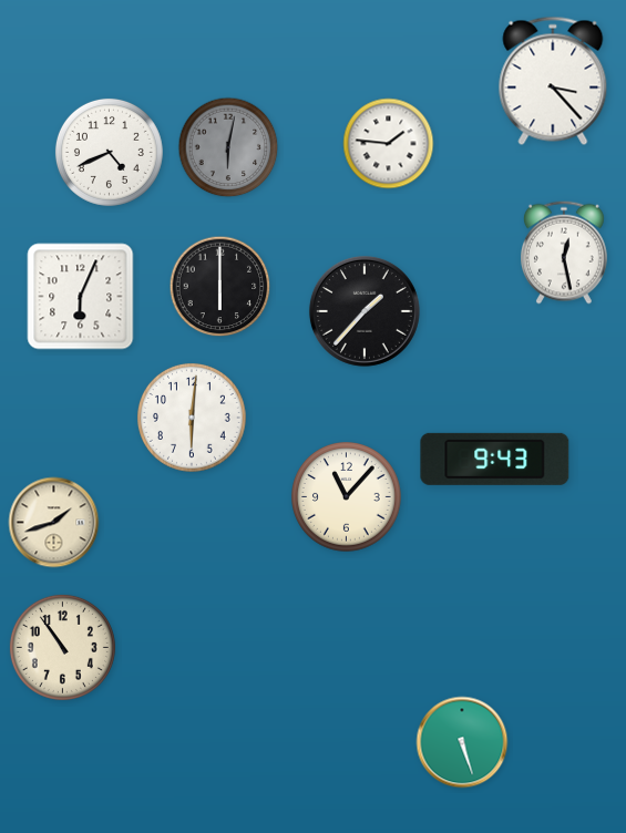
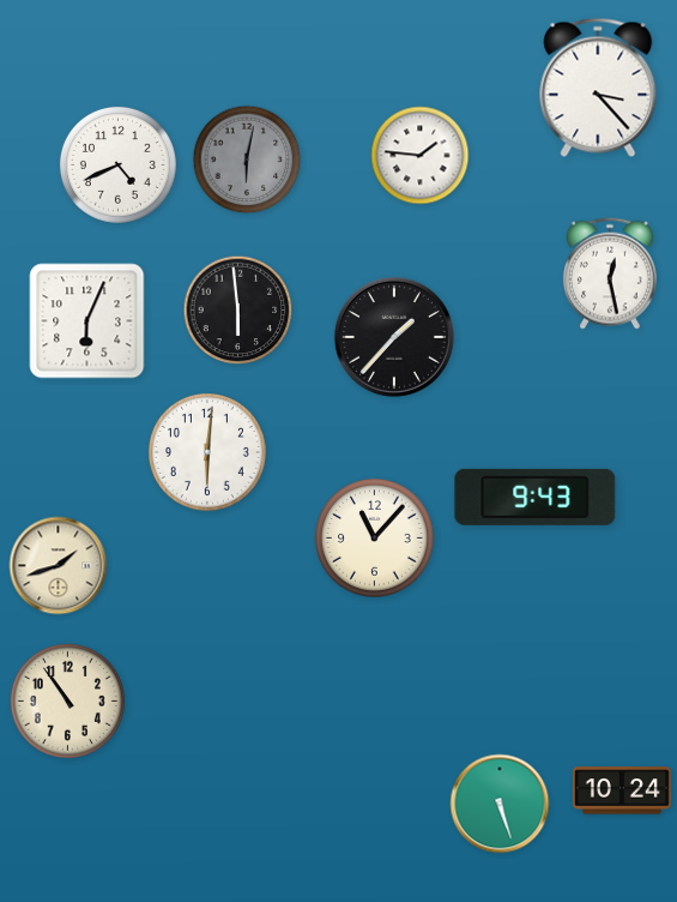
clock at (220, 287): 6:00 -> 5:59
clock at (622, 790): none -> 10:24
